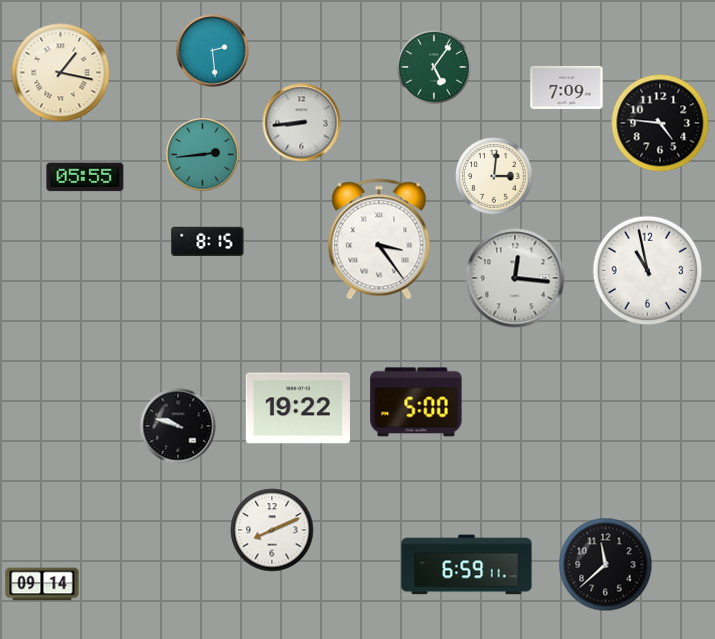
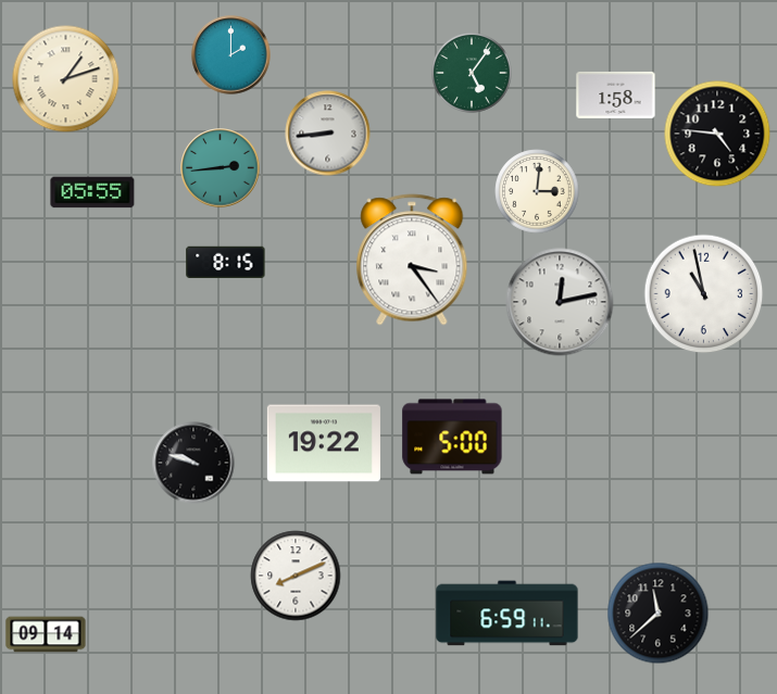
clock at (213, 51): 2:29 -> 2:00
clock at (61, 73): 1:17 -> 1:12
clock at (567, 87): 7:09 -> 1:58
clock at (515, 278): 12:16 -> 12:13
